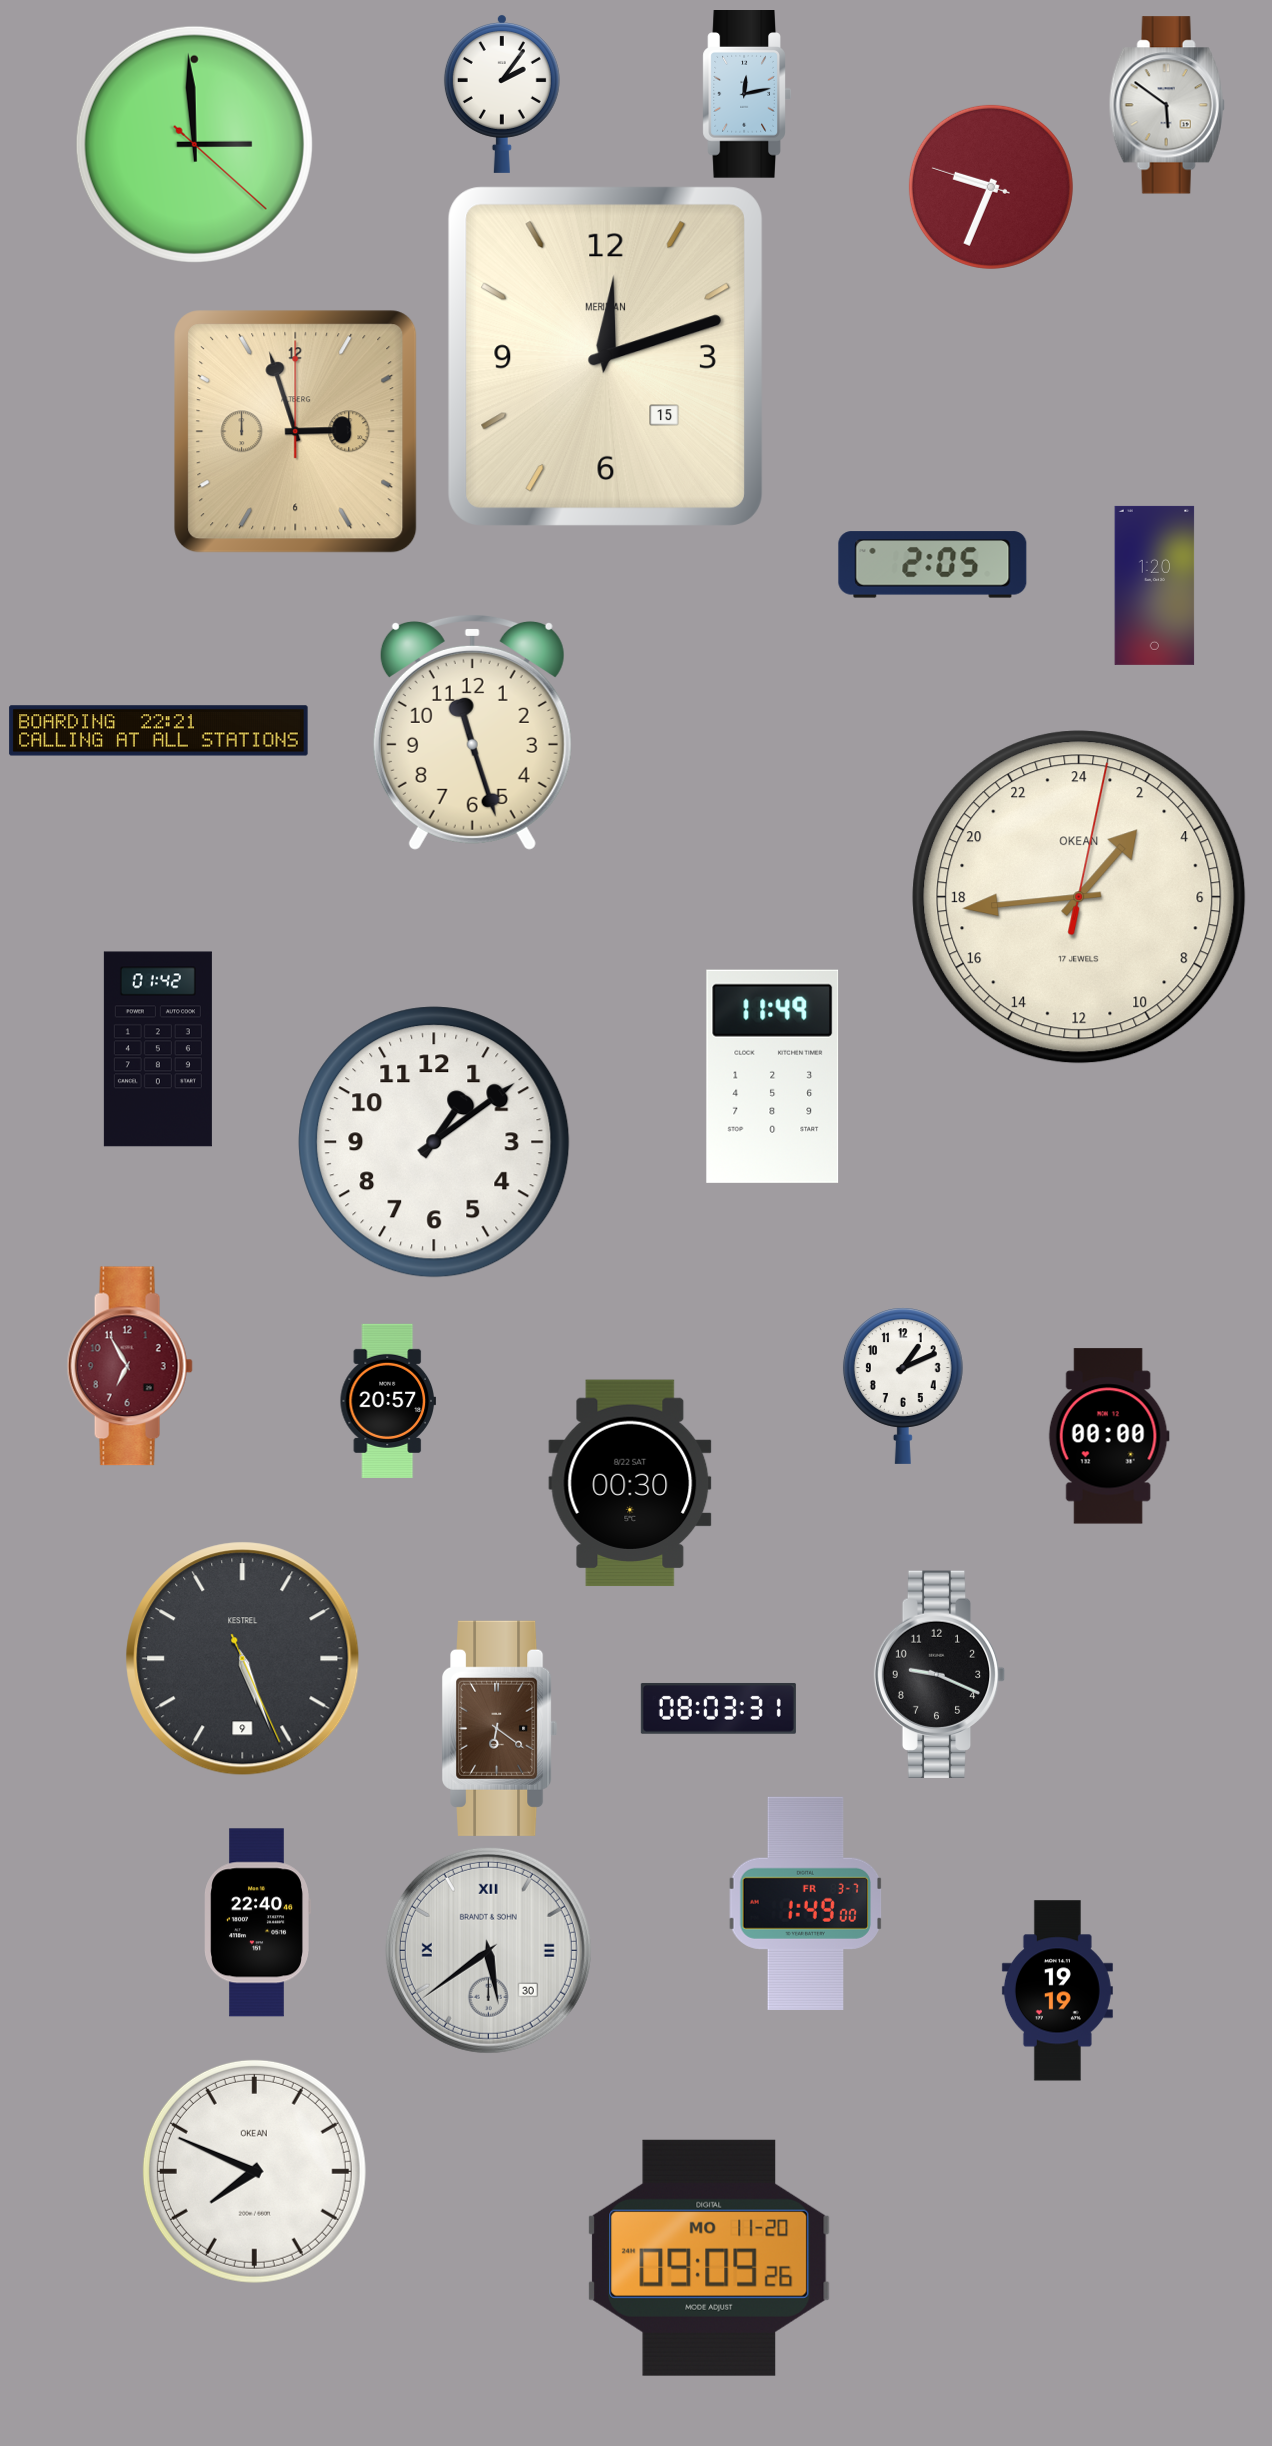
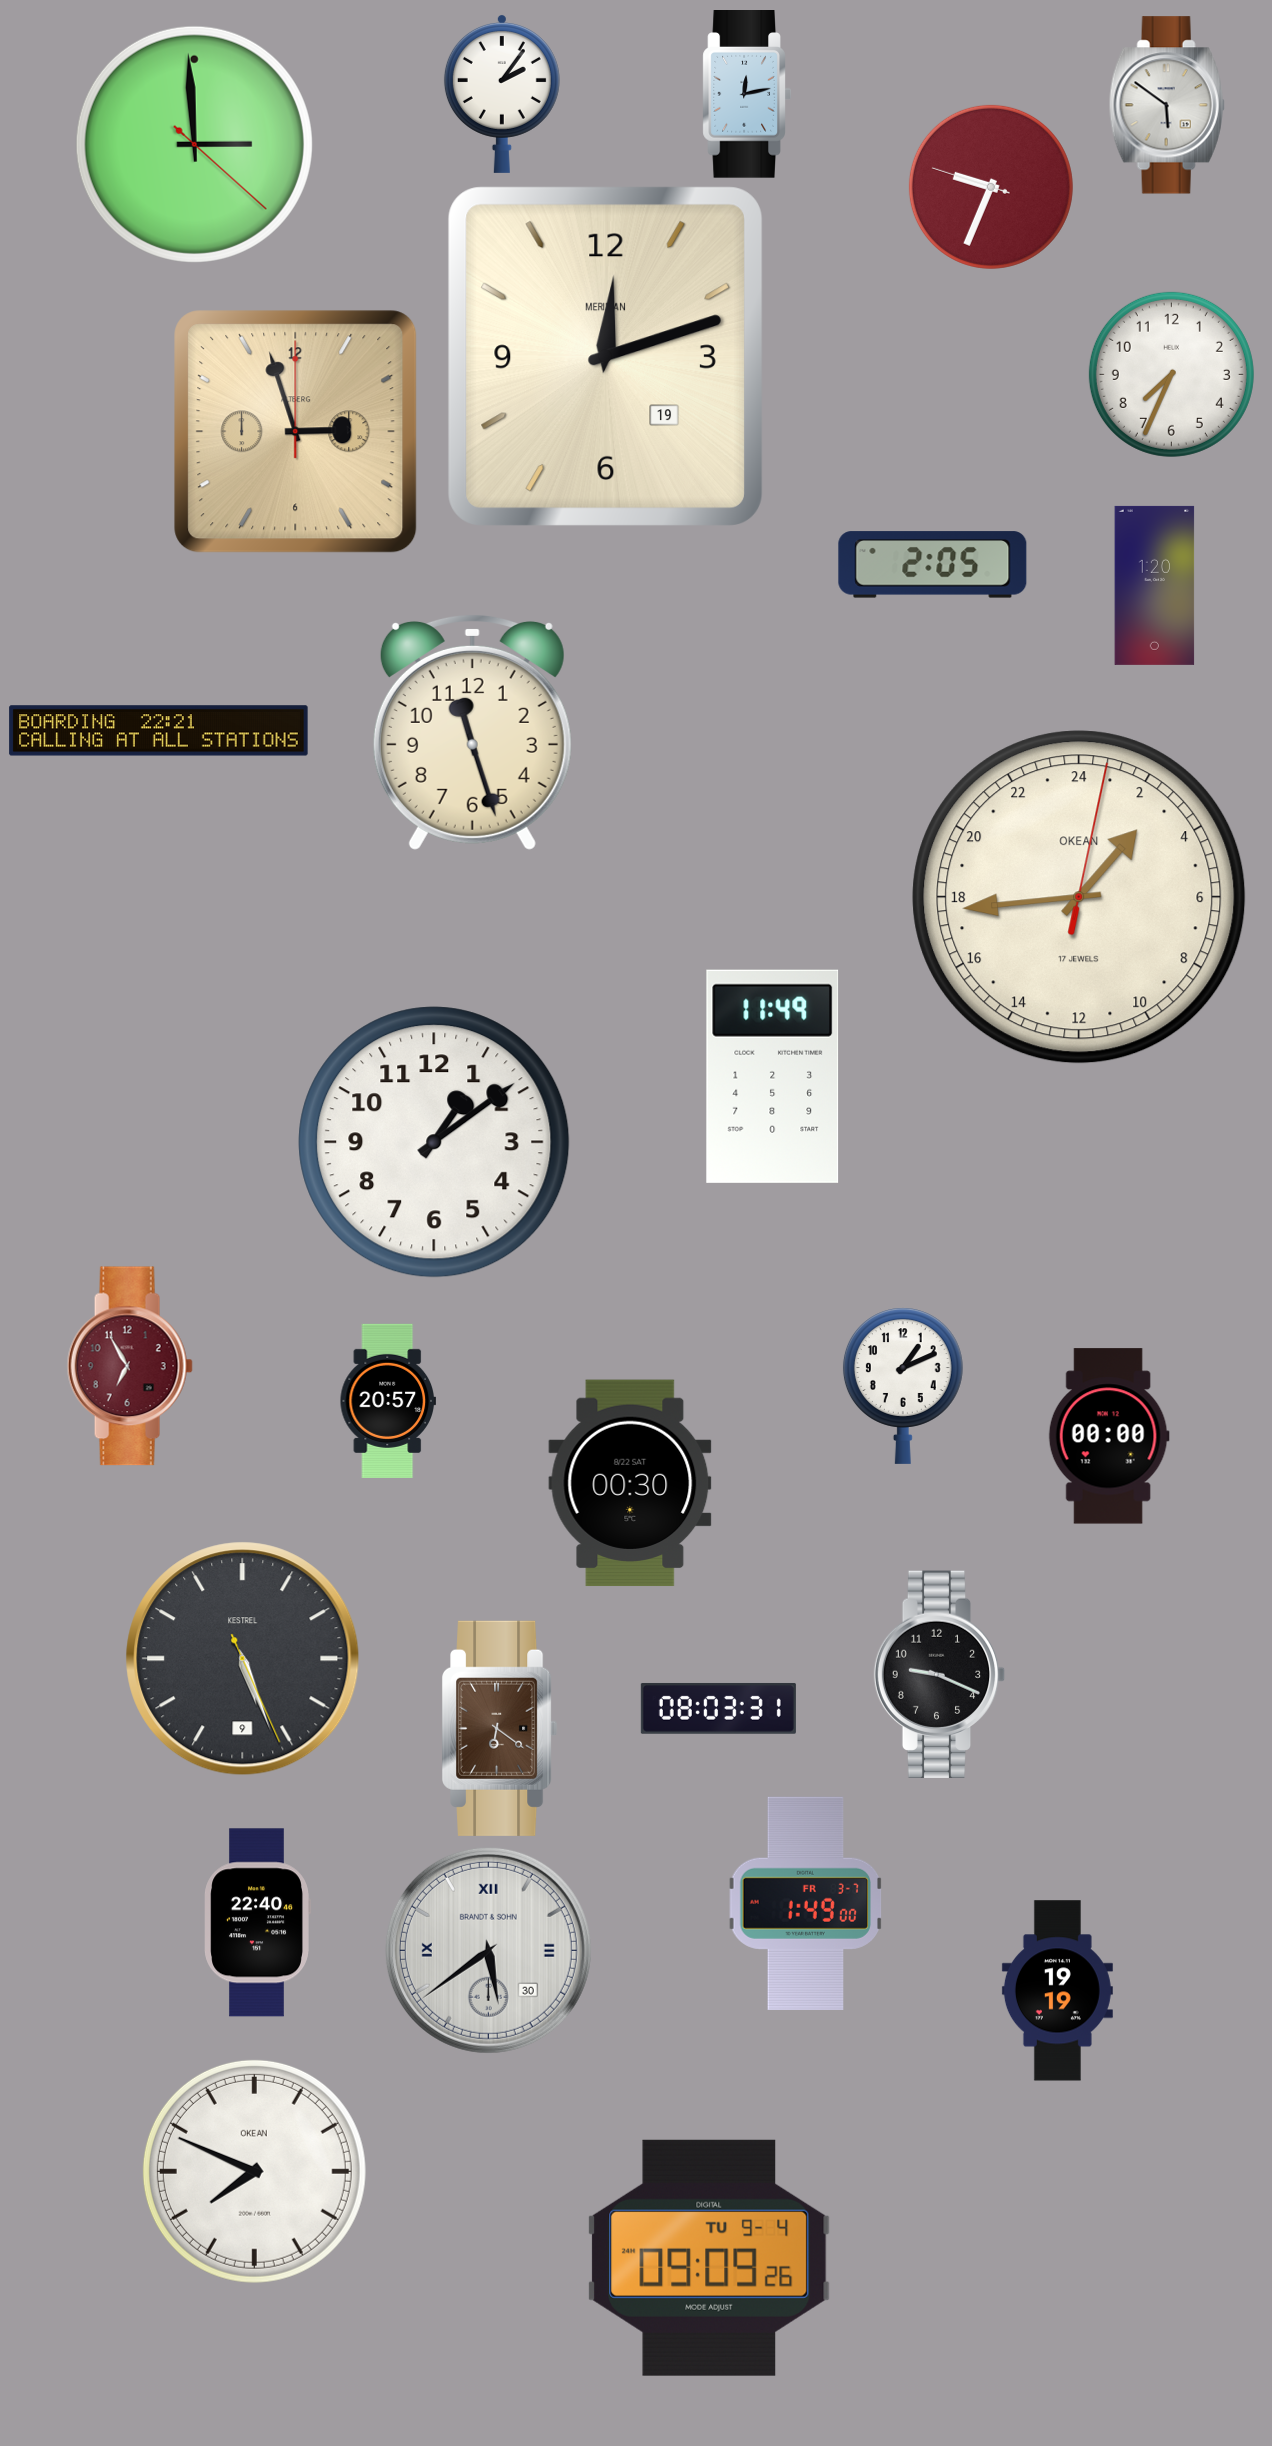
clock at (605, 356) date: 15 -> 19
clock at (1171, 374): none -> 7:34
clock at (158, 1049): 01:42 -> none
clock at (709, 2258) date: MO 11-20 -> TU 9-4
